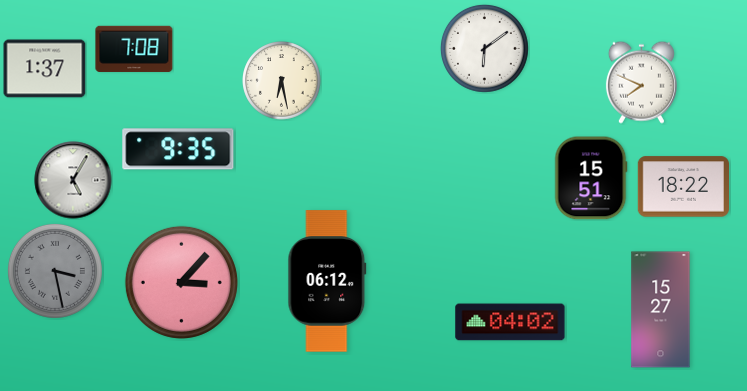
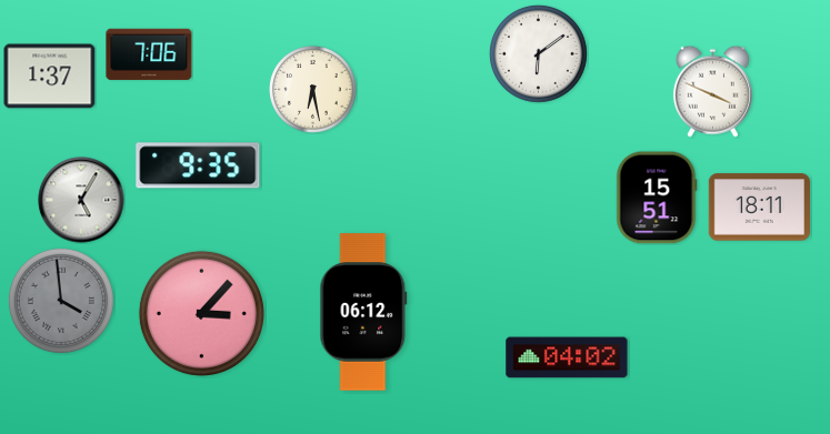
clock at (134, 49): 7:08 -> 7:06
clock at (641, 82): 7:49 -> 3:49
clock at (683, 187): 18:22 -> 18:11
clock at (55, 271): 3:28 -> 3:59
clock at (661, 310): 15:27 -> none
